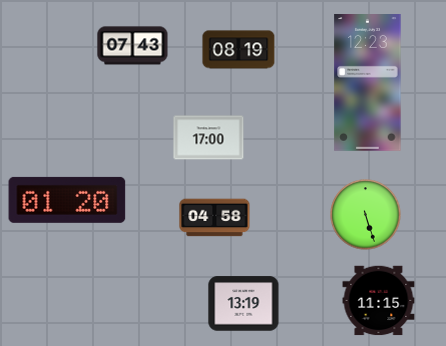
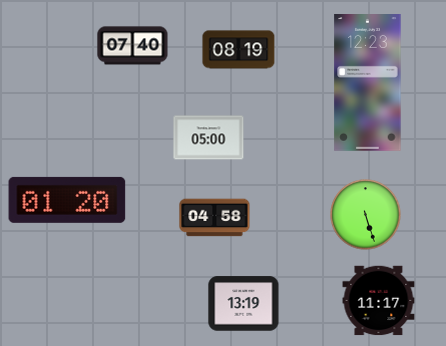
clock at (133, 46): 07:43 -> 07:40
clock at (209, 138): 17:00 -> 05:00
clock at (379, 301): 11:15 -> 11:17
